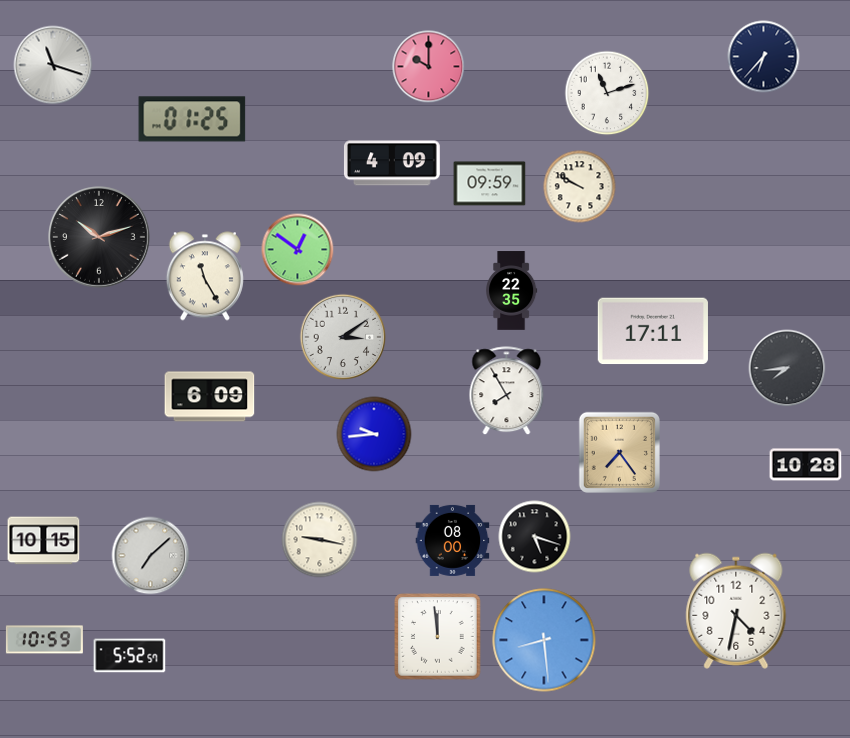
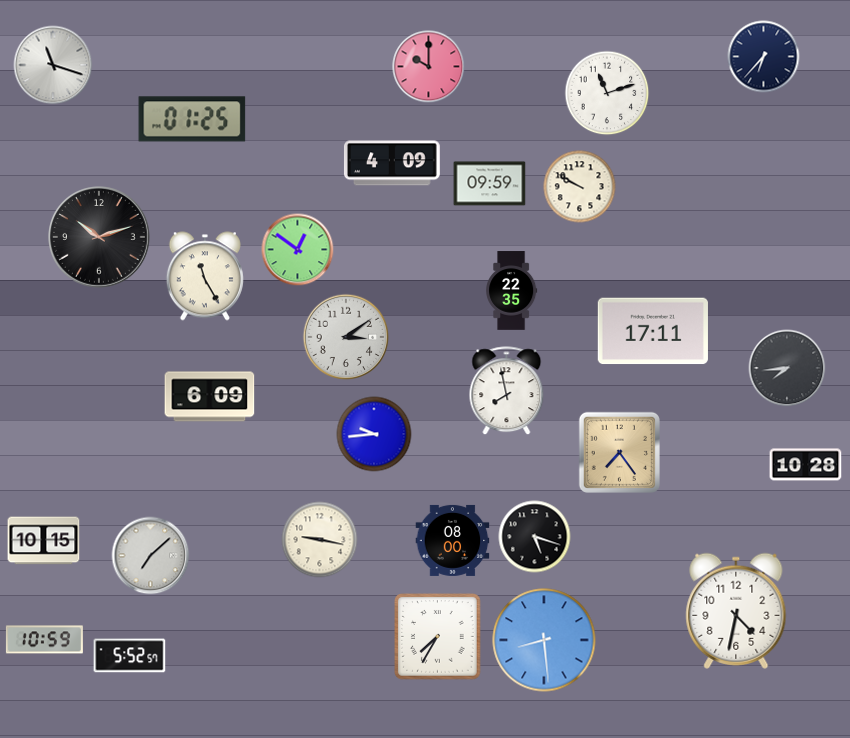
clock at (343, 337) position: (343, 337) -> (346, 337)
clock at (507, 391): 7:55 -> 7:58
clock at (438, 637): 11:59 -> 7:35
